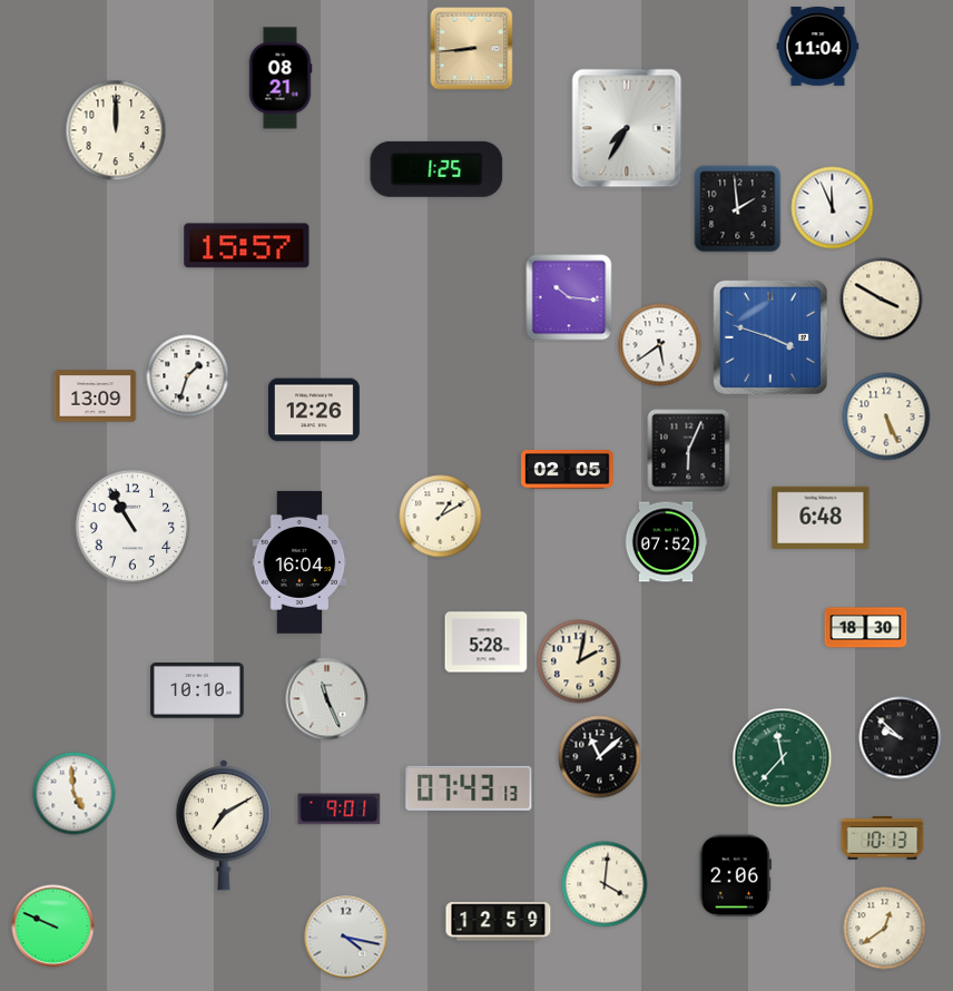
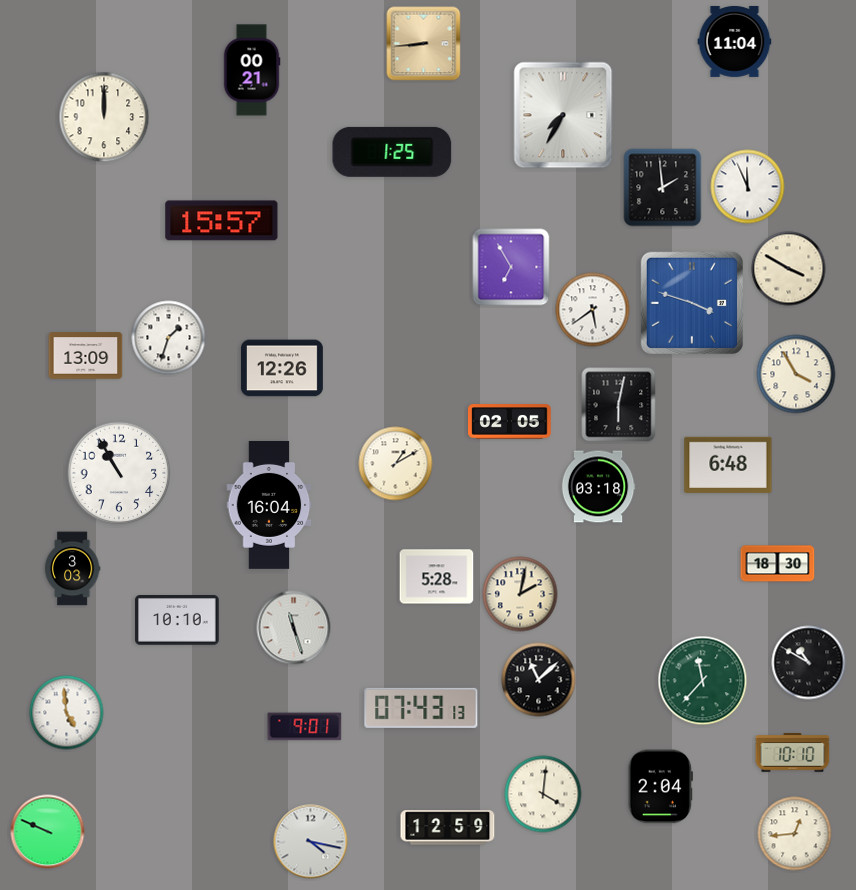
clock at (281, 78): 08:21 -> 00:21
clock at (569, 297): 10:16 -> 6:55
clock at (882, 300) position: (882, 300) -> (789, 269)
clock at (886, 416): 5:26 -> 3:55
clock at (689, 451): 6:04 -> 6:02
clock at (821, 517) position: (821, 517) -> (728, 464)
clock at (666, 542): 07:52 -> 03:18
clock at (72, 569): none -> 3:03
clock at (327, 699): 11:26 -> 11:27
clock at (901, 738): 9:52 -> 10:50
clock at (224, 825): 7:10 -> none
clock at (883, 838): 10:13 -> 10:10
clock at (735, 876): 2:06 -> 2:04
clock at (885, 929): 12:39 -> 12:44
